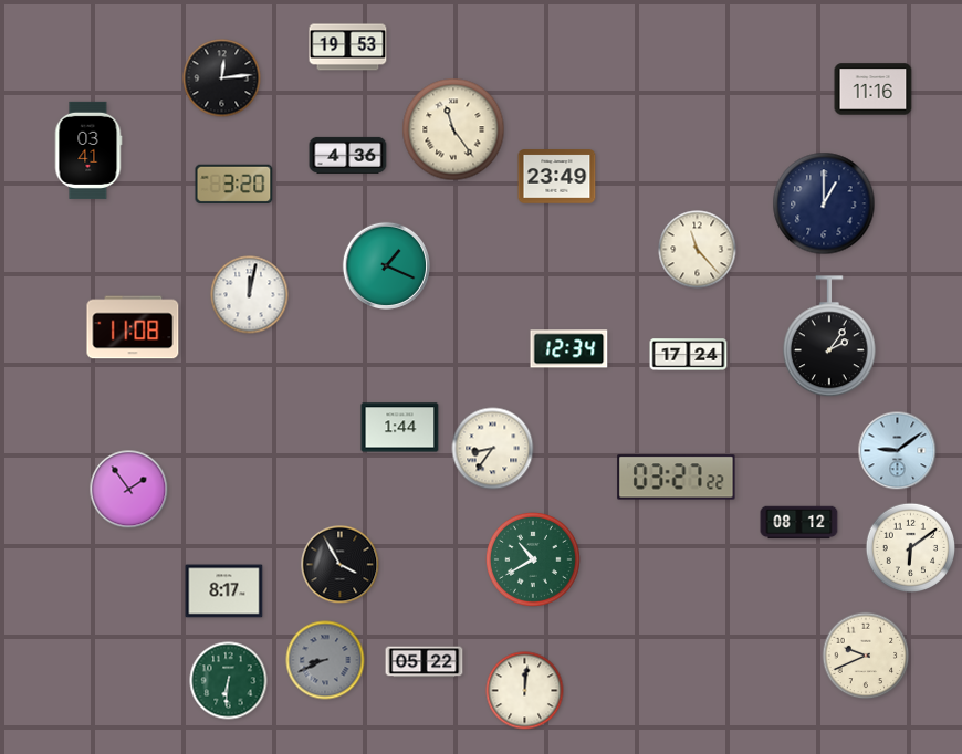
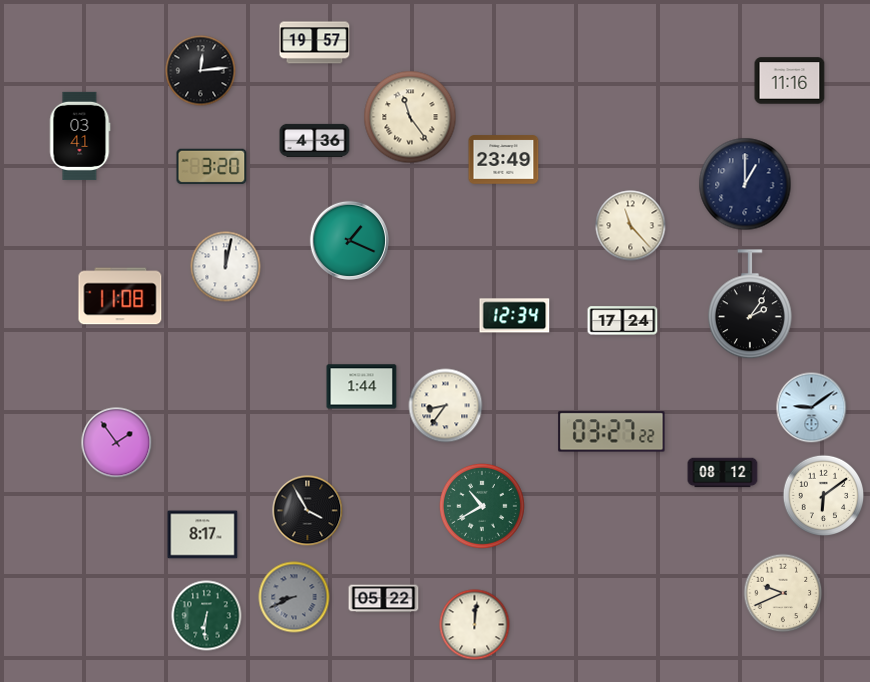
clock at (348, 48): 19:53 -> 19:57
